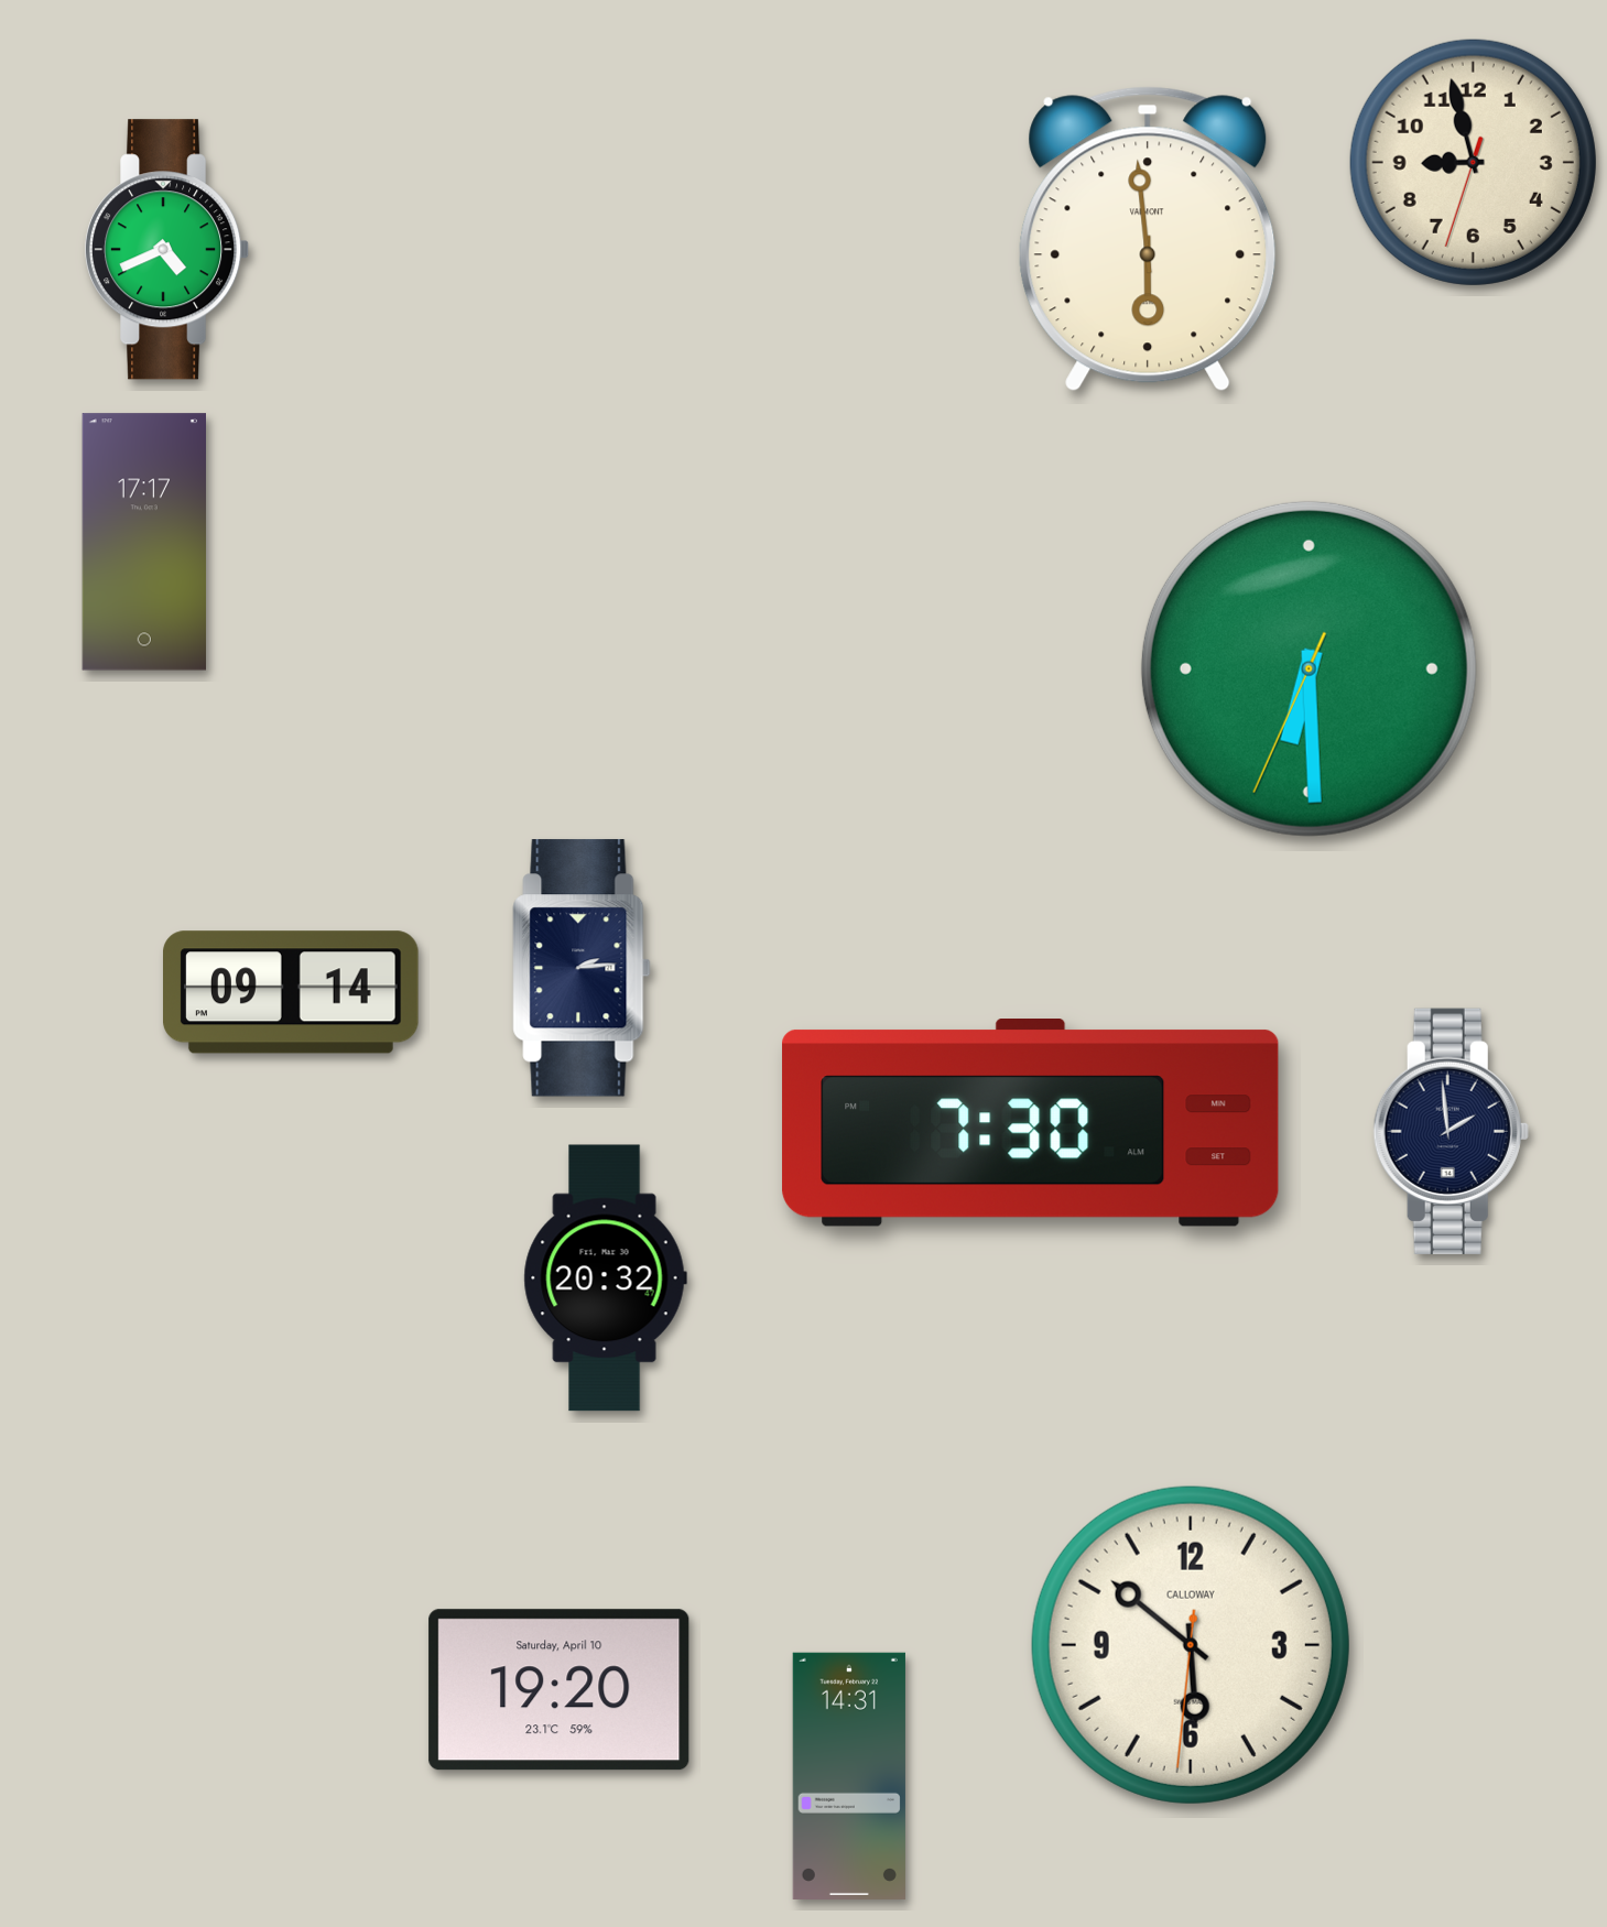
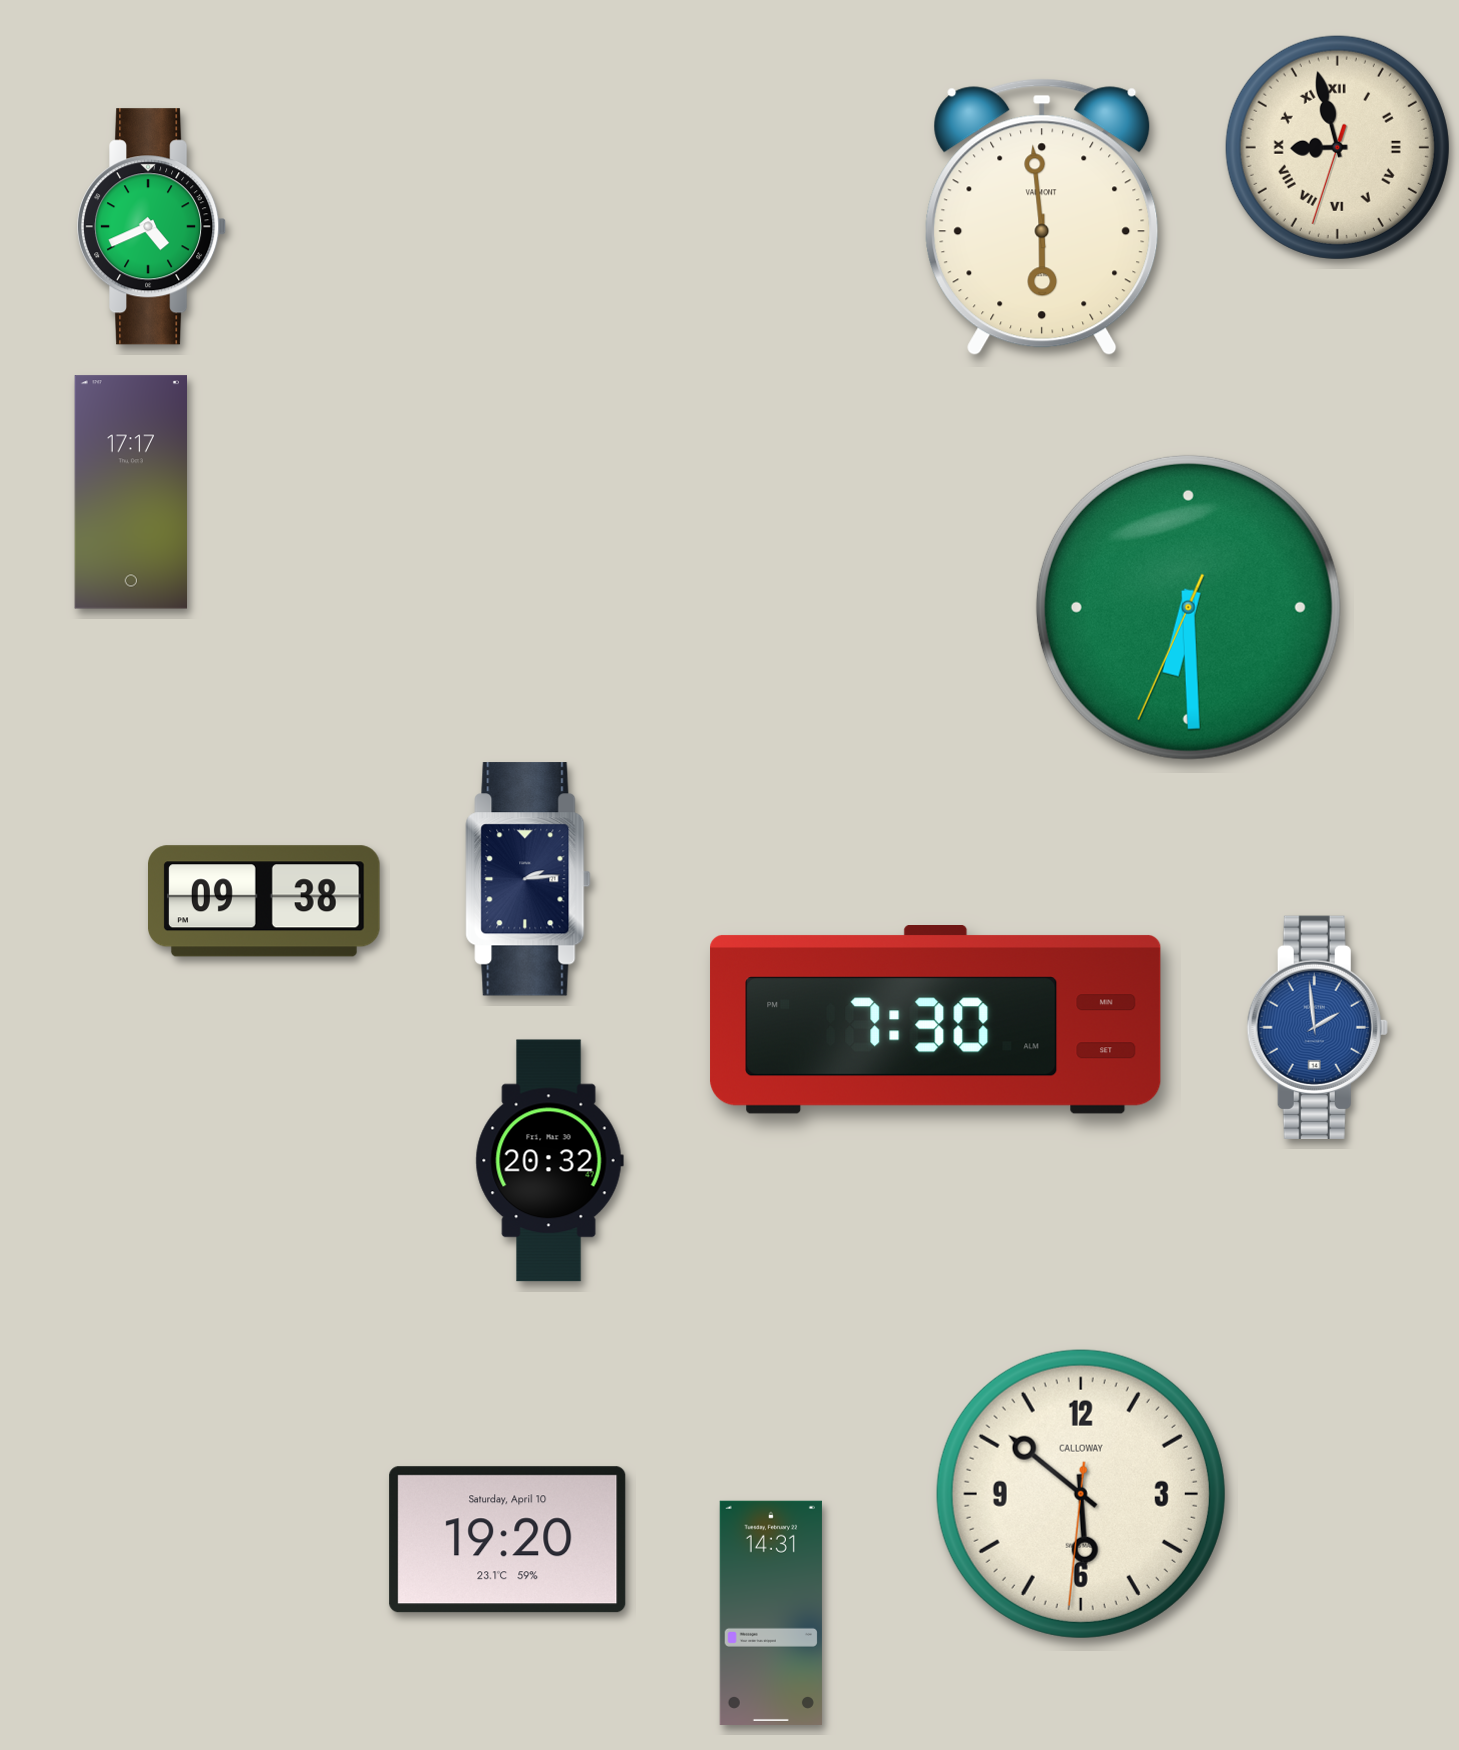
clock at (1473, 162) numerals: Arabic -> Roman
clock at (292, 992): 09:14 -> 09:38
clock at (1451, 1131) dial: navy -> blue
clock at (560, 1690) position: (560, 1690) -> (508, 1540)
